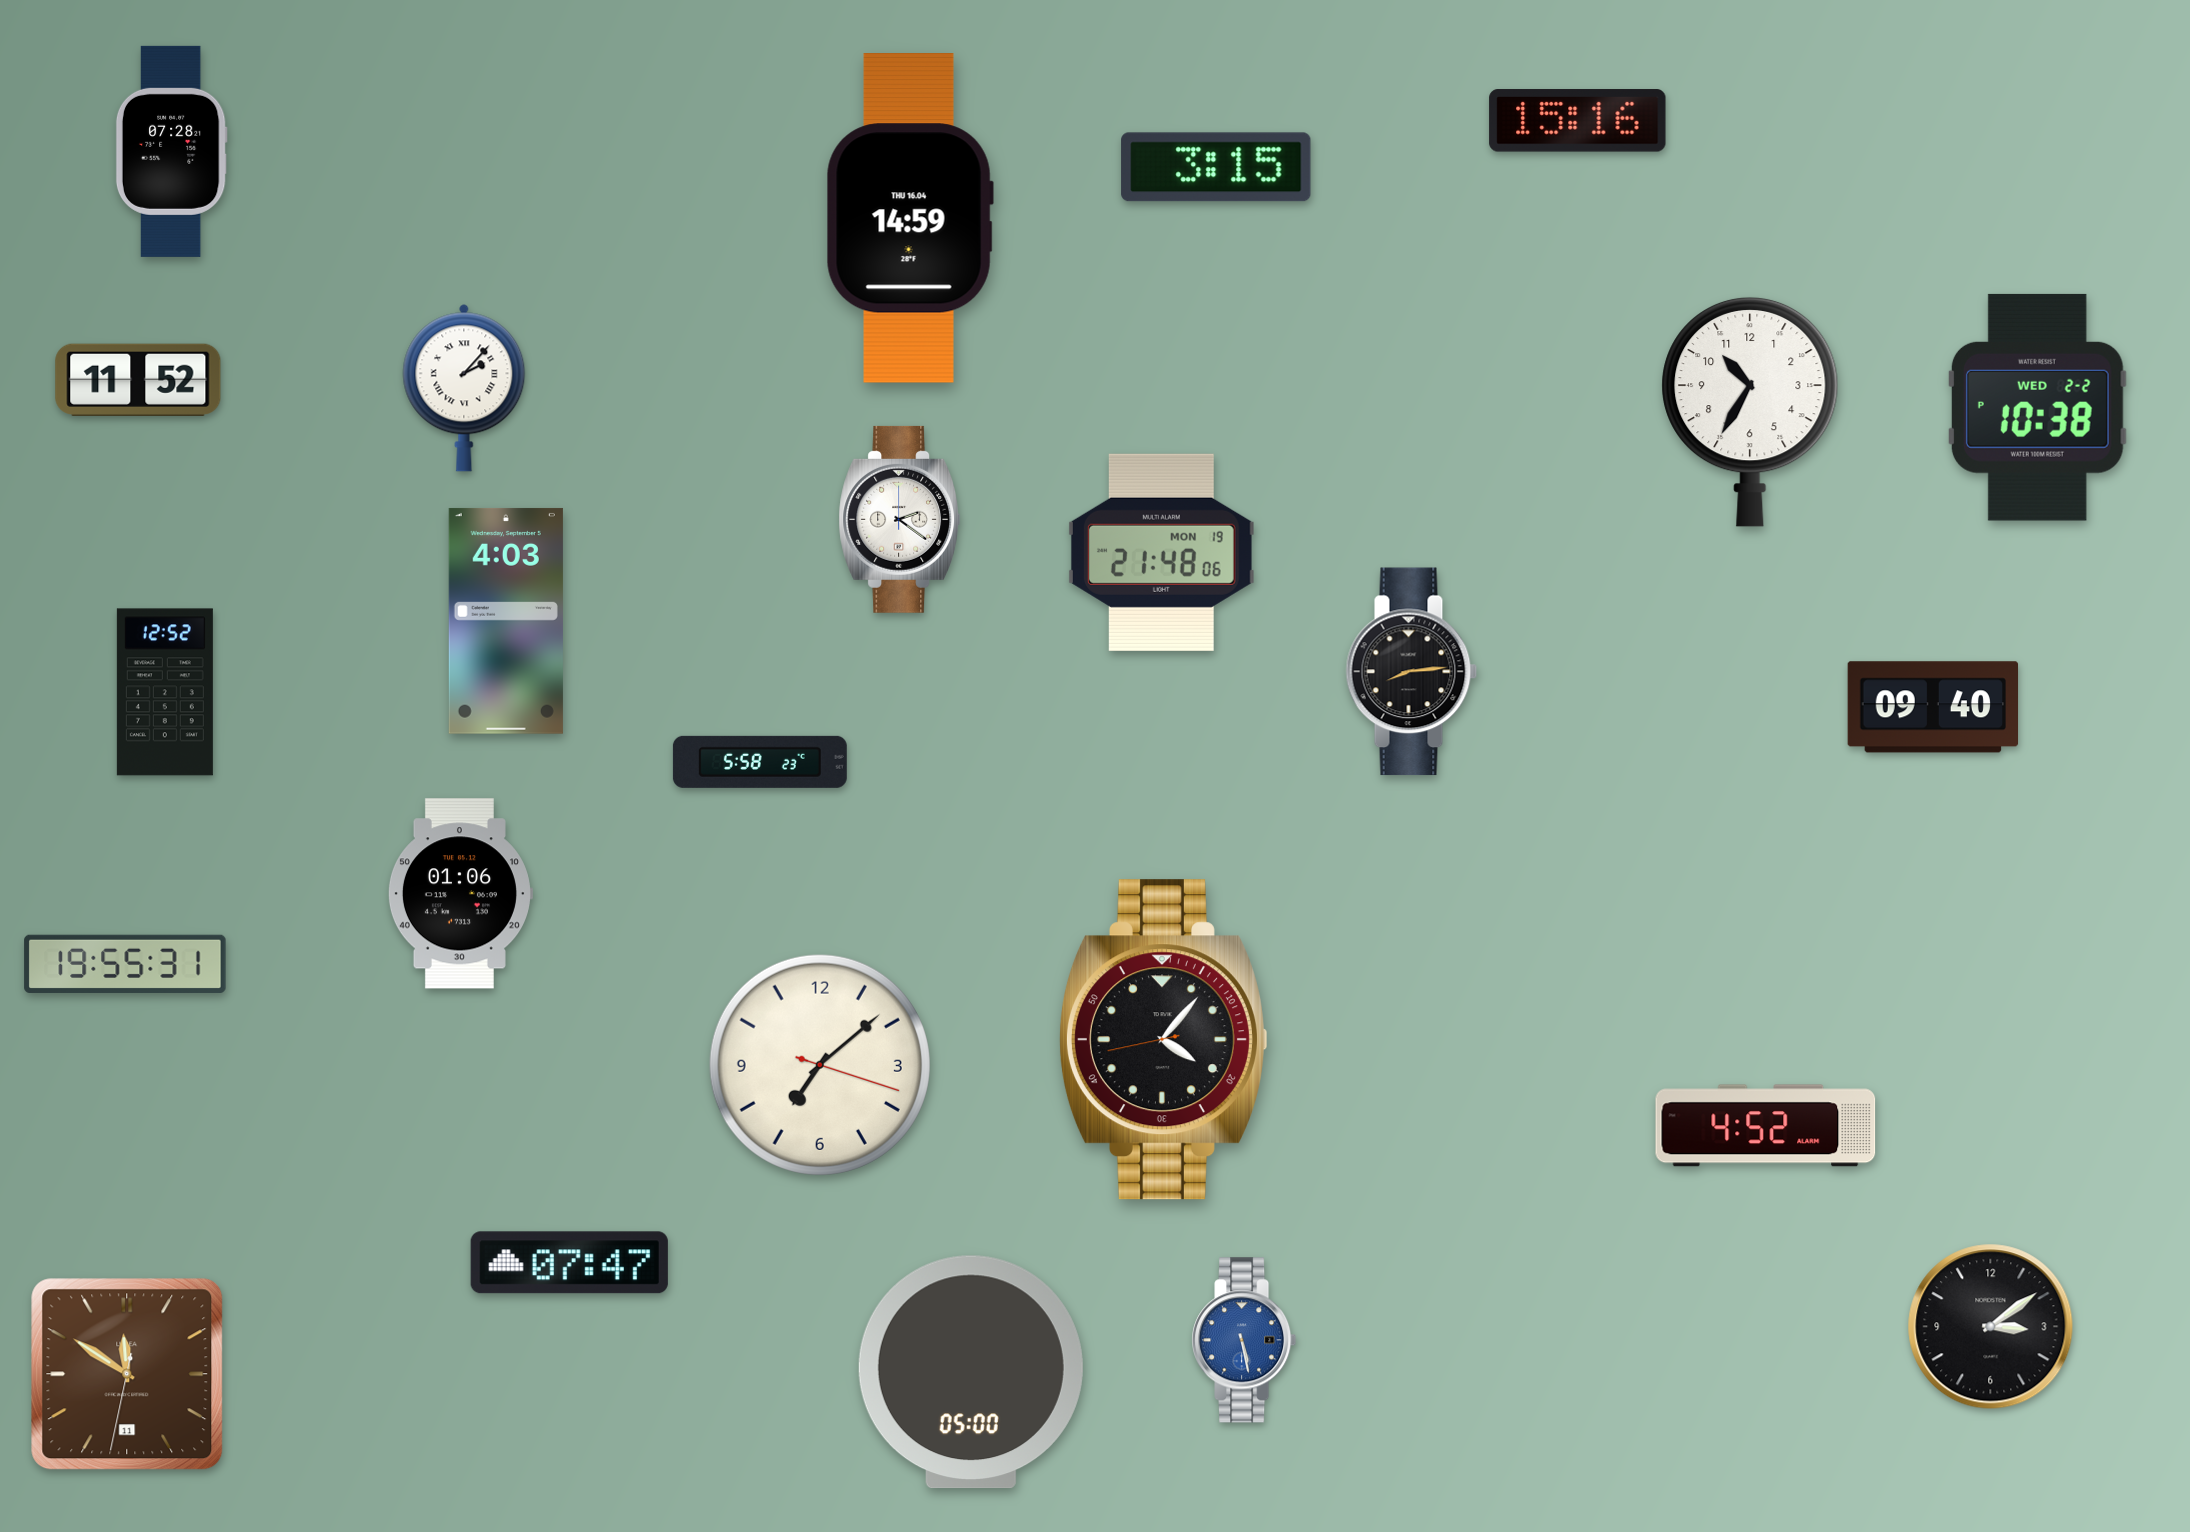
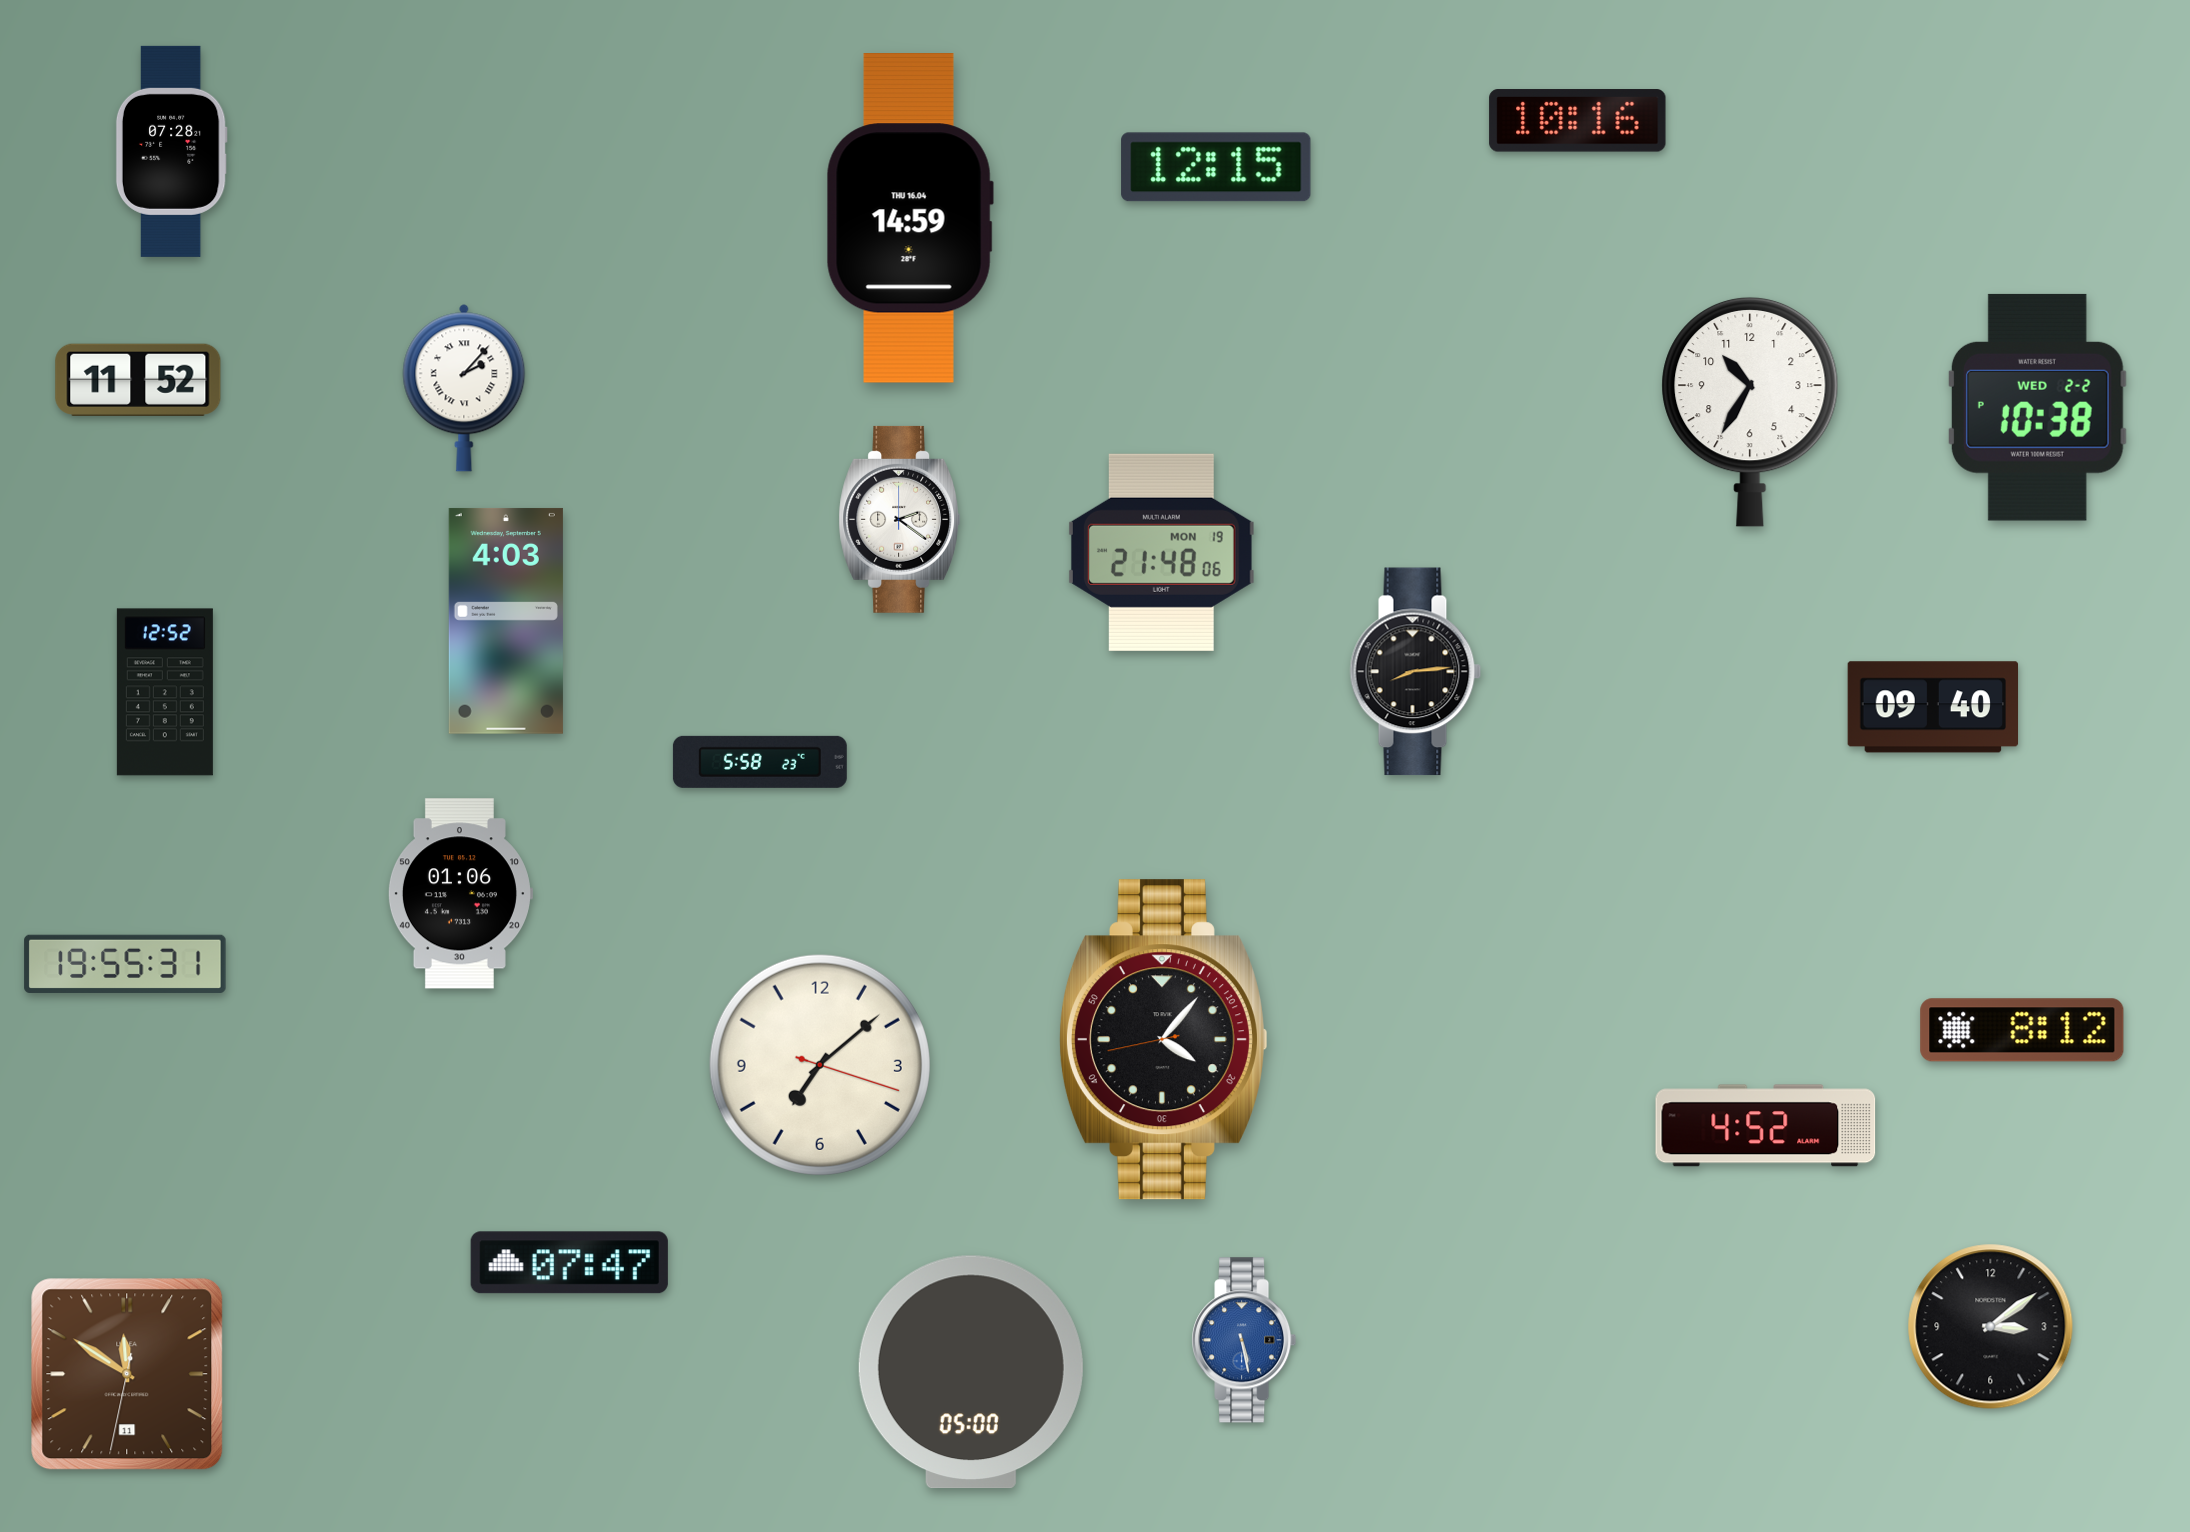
clock at (1578, 121): 15:16 -> 10:16
clock at (1216, 167): 3:15 -> 12:15
clock at (1412, 672) position: (1412, 672) -> (1416, 672)
clock at (2022, 1030): none -> 8:12
